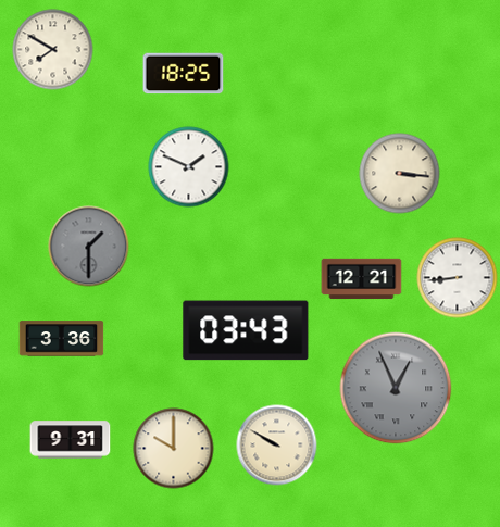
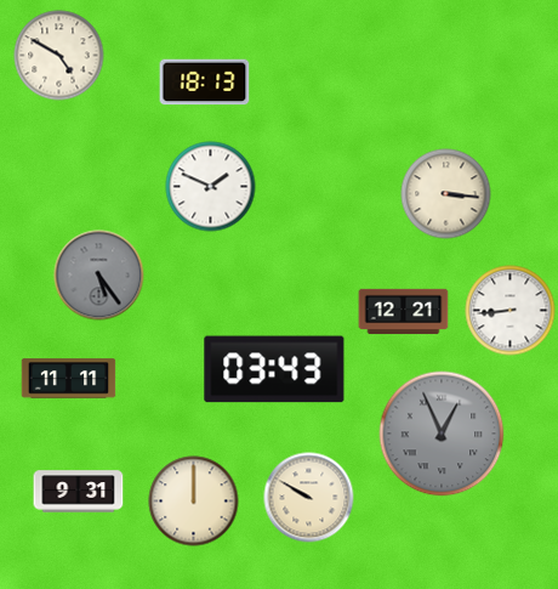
clock at (53, 50): 7:50 -> 4:50
clock at (184, 74): 18:25 -> 18:13
clock at (89, 247): 1:30 -> 5:24
clock at (62, 339): 3:36 -> 11:11
clock at (174, 449): 10:00 -> 12:00
